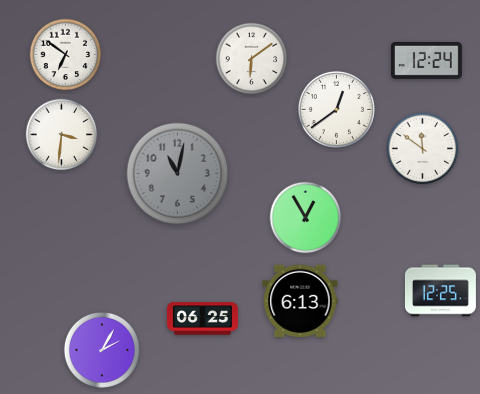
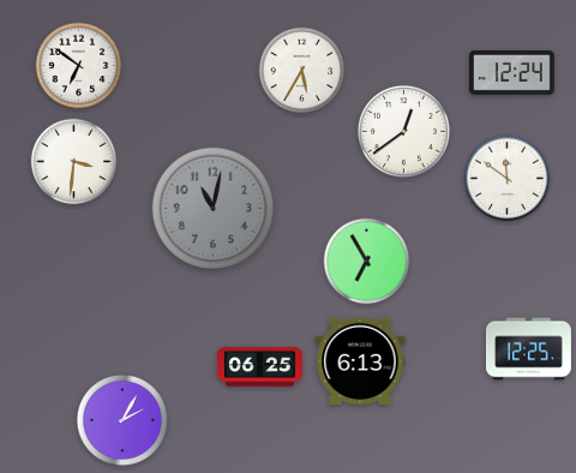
clock at (252, 59): 6:09 -> 5:35
clock at (306, 218): 12:55 -> 6:55
clock at (202, 319) position: (202, 319) -> (259, 367)
